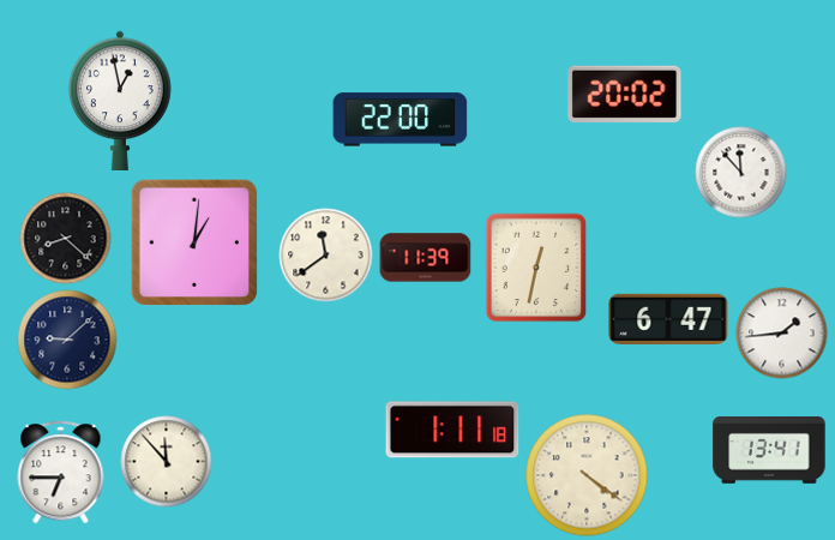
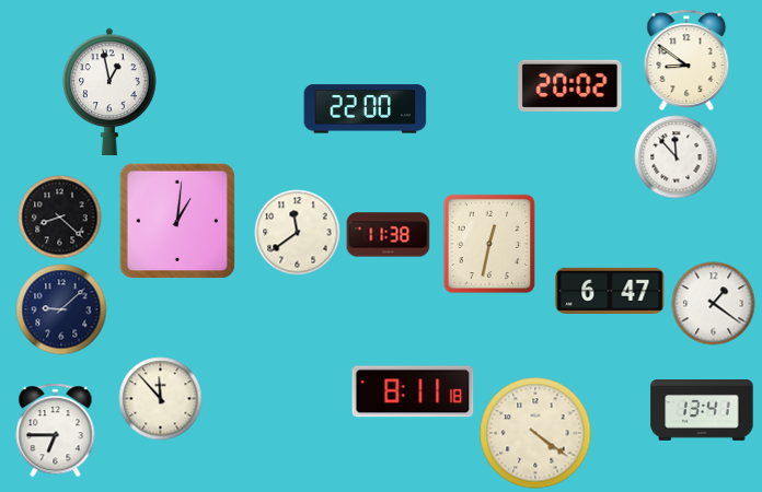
clock at (686, 59): none -> 8:51
clock at (426, 258): 11:39 -> 11:38
clock at (782, 334): 1:44 -> 1:21
clock at (452, 430): 1:11 -> 8:11
clock at (167, 462) position: (167, 462) -> (161, 399)
